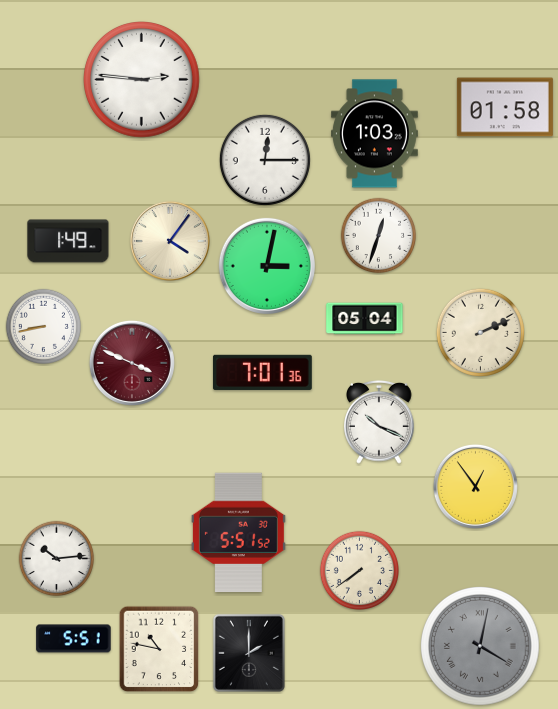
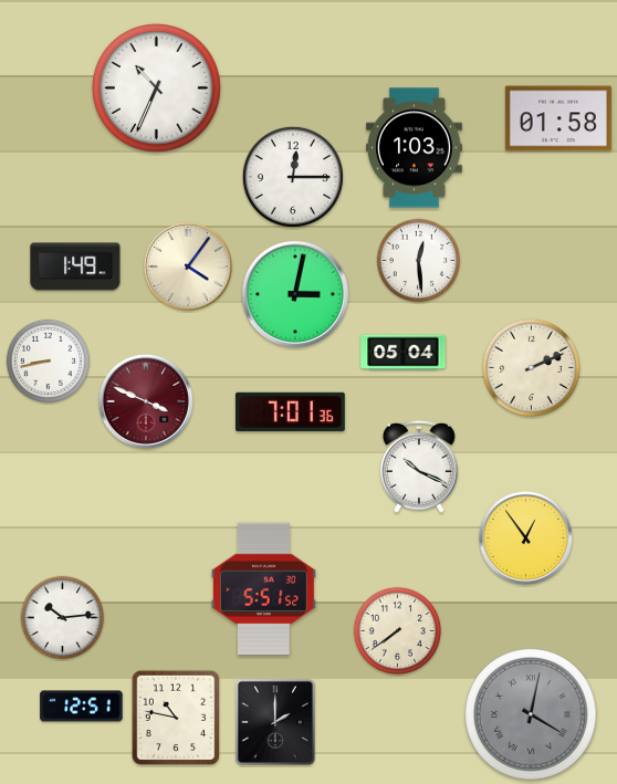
clock at (142, 80): 2:46 -> 10:34
clock at (379, 236): 12:33 -> 12:29
clock at (74, 639): 5:51 -> 12:51
